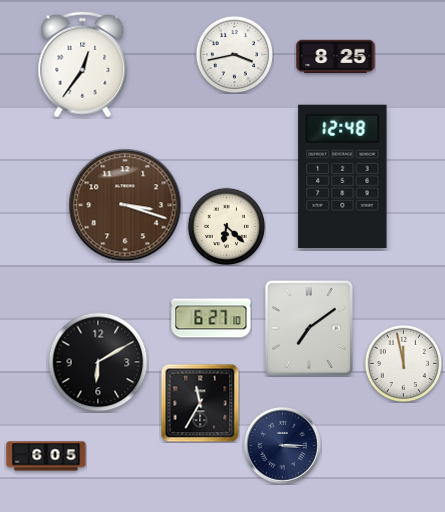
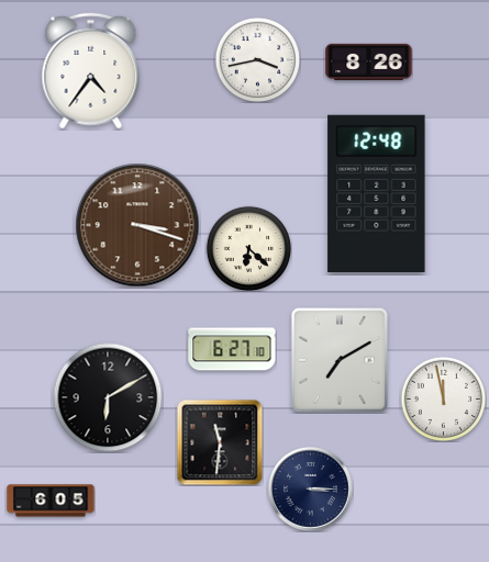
clock at (336, 57): 8:25 -> 8:26
clock at (83, 65): 12:36 -> 4:36
clock at (309, 328): 7:09 -> 7:10
clock at (200, 403): 11:35 -> 11:31
